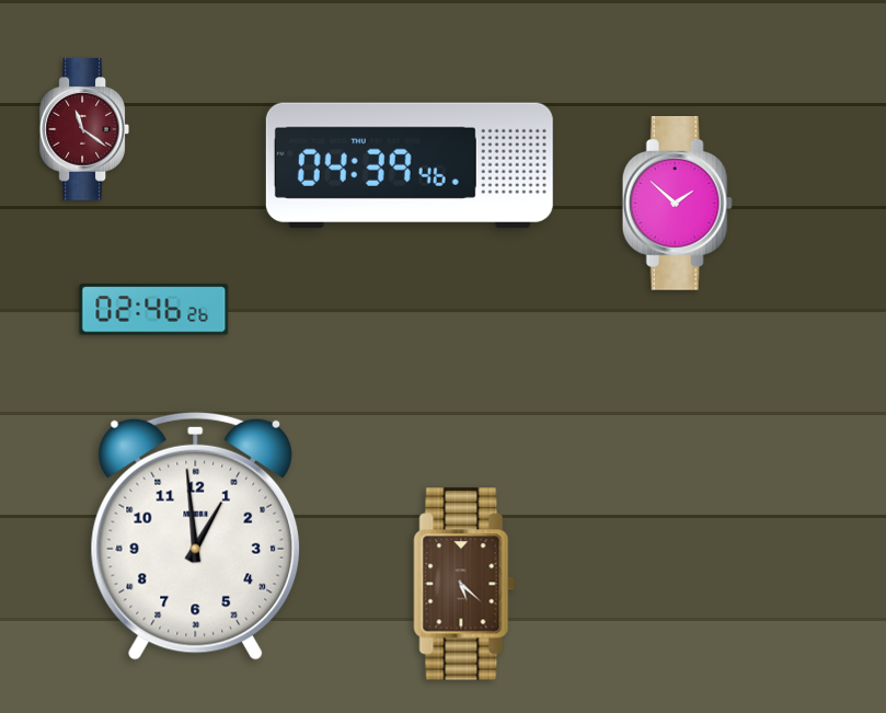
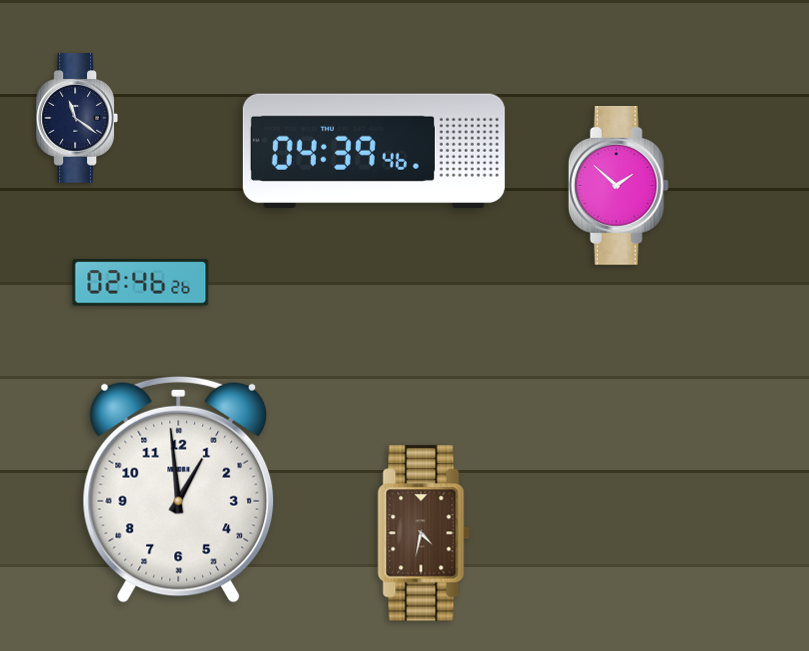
clock at (84, 129) dial: burgundy -> navy
clock at (464, 584): 5:22 -> 4:32
